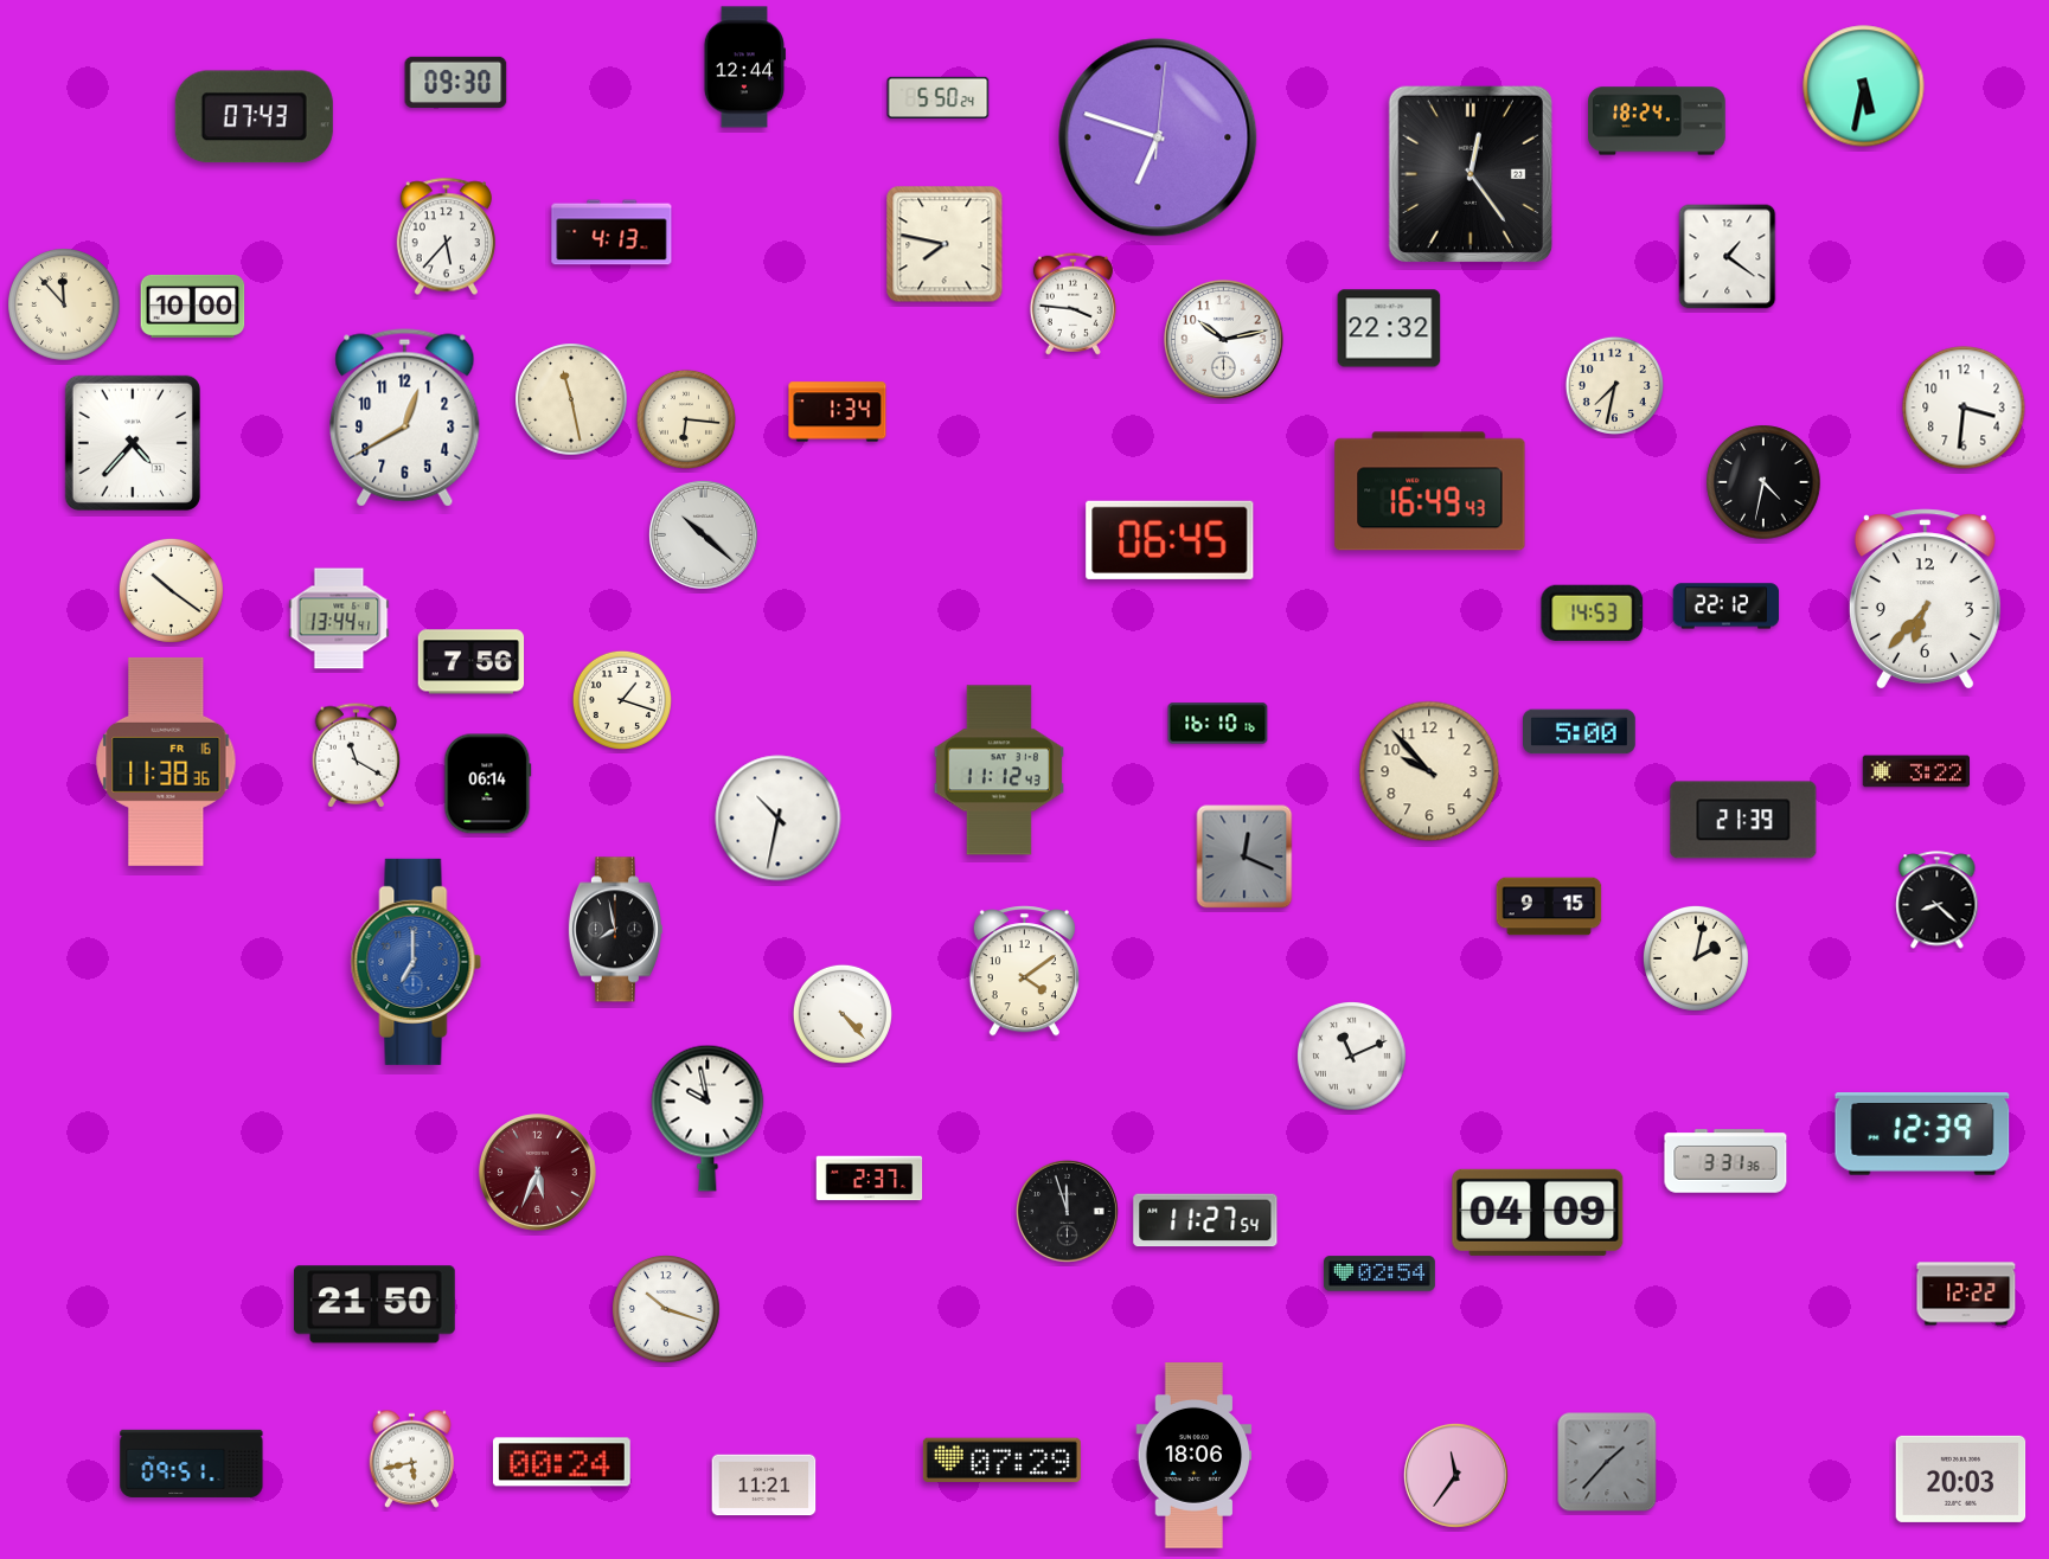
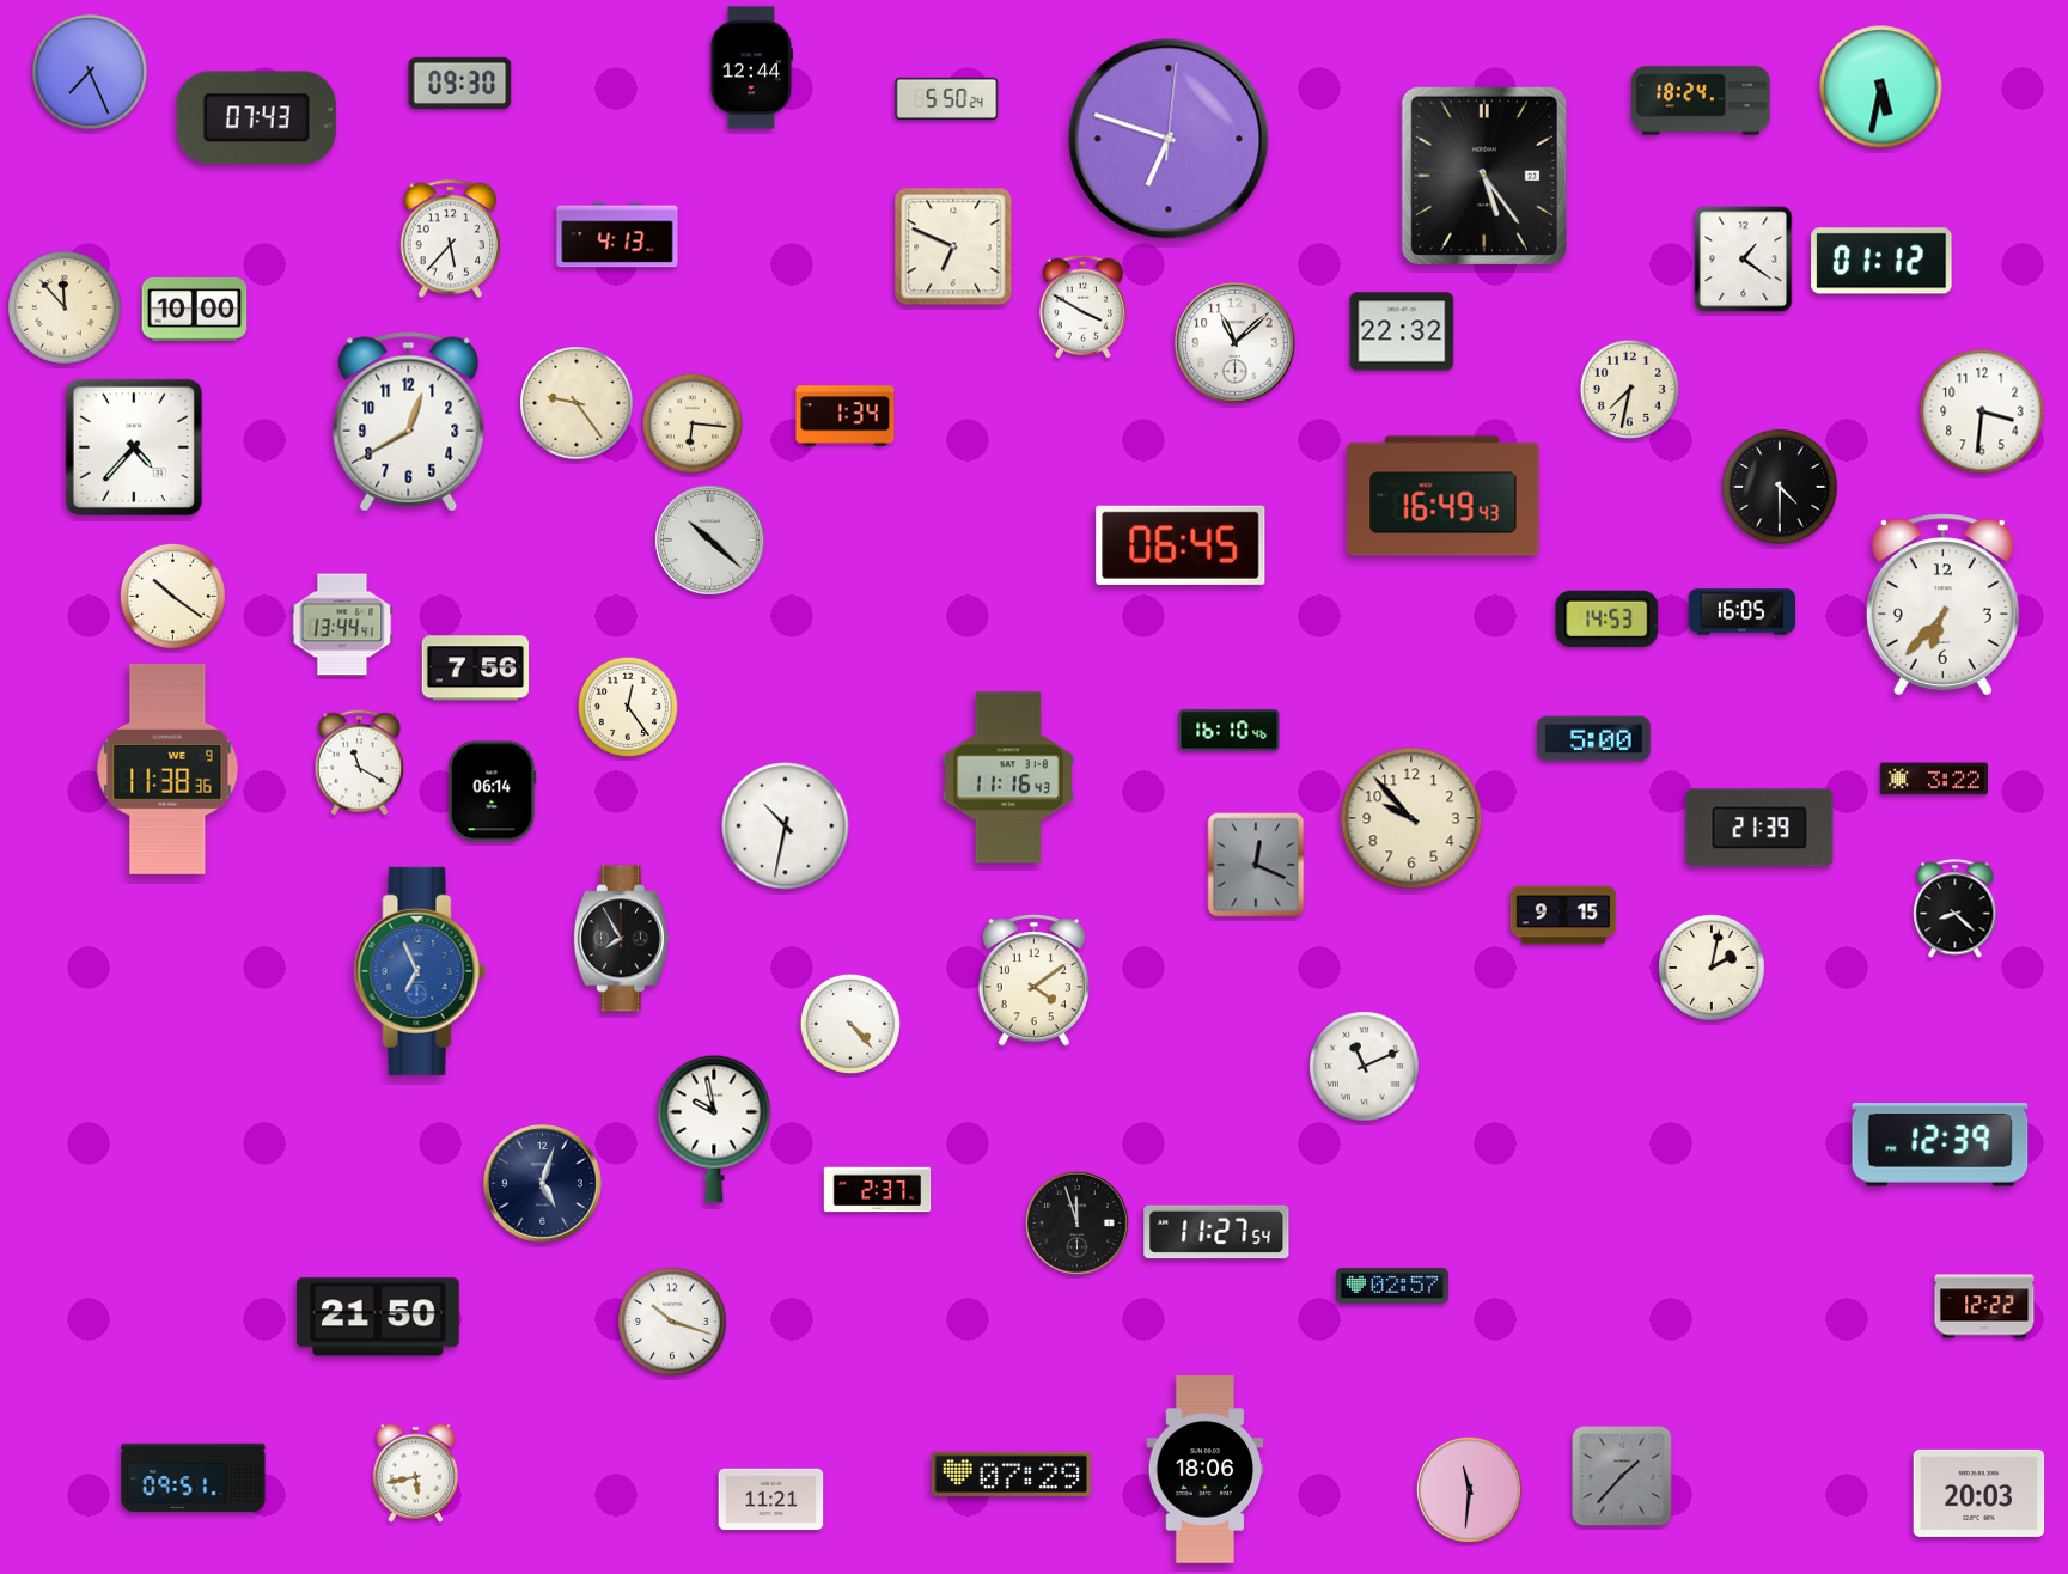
clock at (90, 72): none -> 7:26
clock at (1657, 121) position: (1657, 121) -> (1701, 100)
clock at (1471, 174): 12:24 -> 5:24
clock at (945, 244): 7:47 -> 6:49
clock at (1881, 261): none -> 01:12
clock at (1072, 303): 3:46 -> 3:50
clock at (1224, 340): 10:13 -> 11:08
clock at (571, 399): 11:28 -> 9:24
clock at (1763, 482): 4:32 -> 4:30
clock at (1727, 607): 22:12 -> 16:05
clock at (622, 700): 1:18 -> 12:24
clock at (1218, 724): 16:10:16 -> 16:10:46
clock at (166, 762) date: FR 16 -> WE 9
clock at (998, 770): 11:12 -> 11:16
clock at (1429, 771) position: (1429, 771) -> (1411, 818)
clock at (615, 930): 7:58 -> 7:55
clock at (416, 962): 7:00 -> 6:56
clock at (1725, 1161): 3:31 -> none
clock at (538, 1173): 5:34 -> 5:03
clock at (538, 1173) dial: burgundy -> navy
clock at (1538, 1212): 04:09 -> none
clock at (1379, 1273): 02:54 -> 02:57
clock at (563, 1462): 00:24 -> none
clock at (1455, 1475): 11:36 -> 11:31
